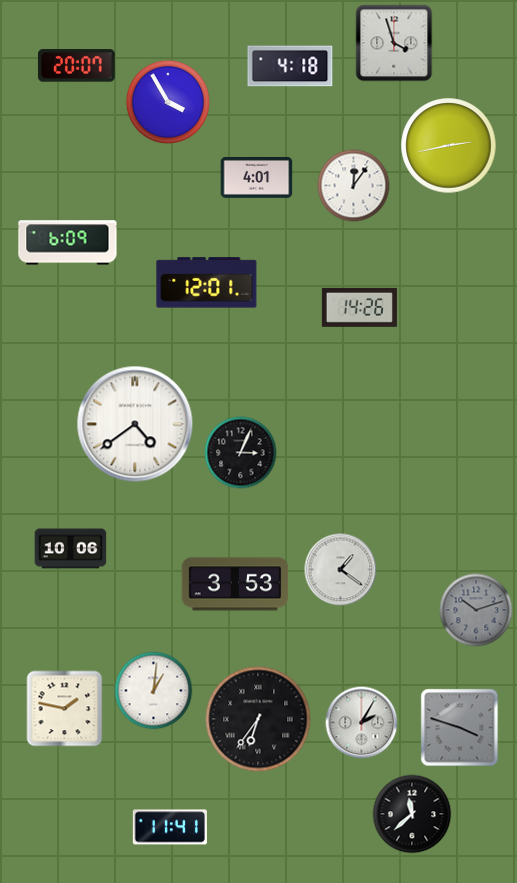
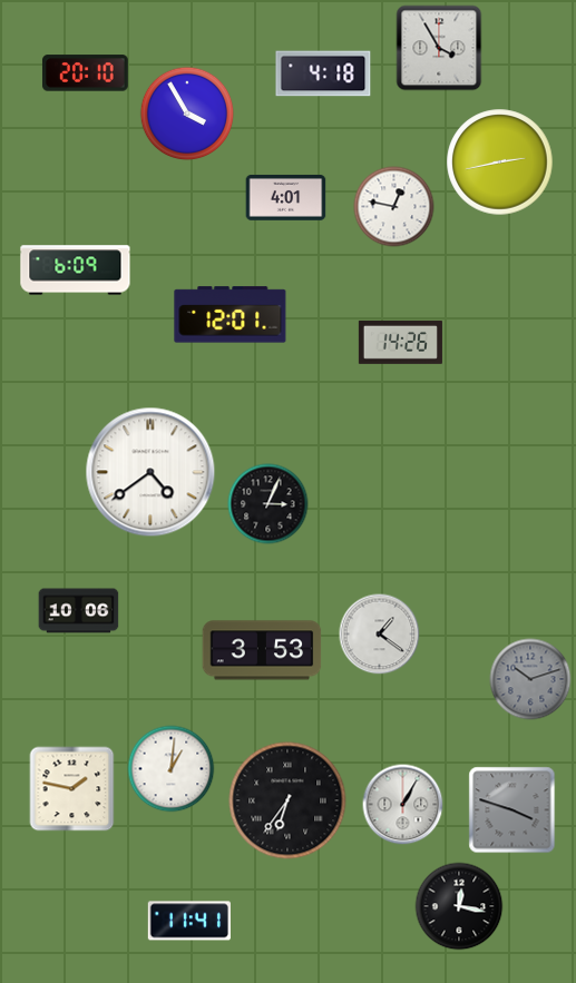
clock at (394, 43): 3:57 -> 3:55
clock at (76, 66): 20:07 -> 20:10
clock at (354, 186): 12:06 -> 12:47
clock at (362, 723): 2:05 -> 1:05
clock at (412, 814): 11:38 -> 12:17
